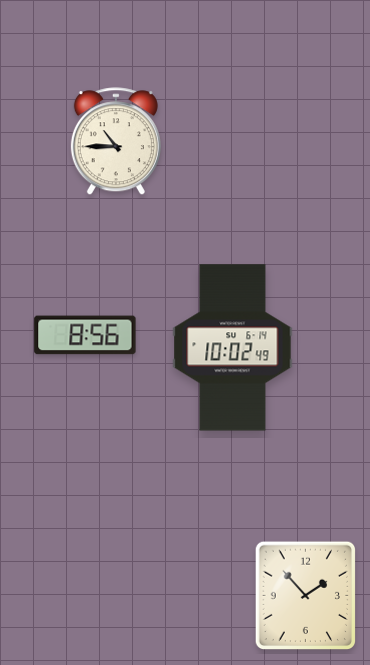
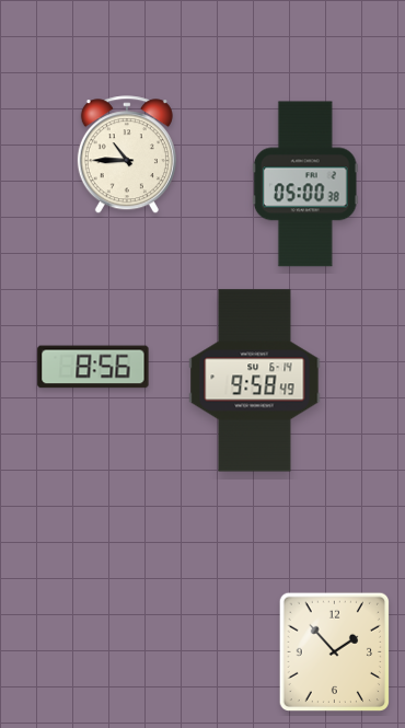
clock at (305, 184): none -> 05:00
clock at (233, 348): 10:02 -> 9:58
